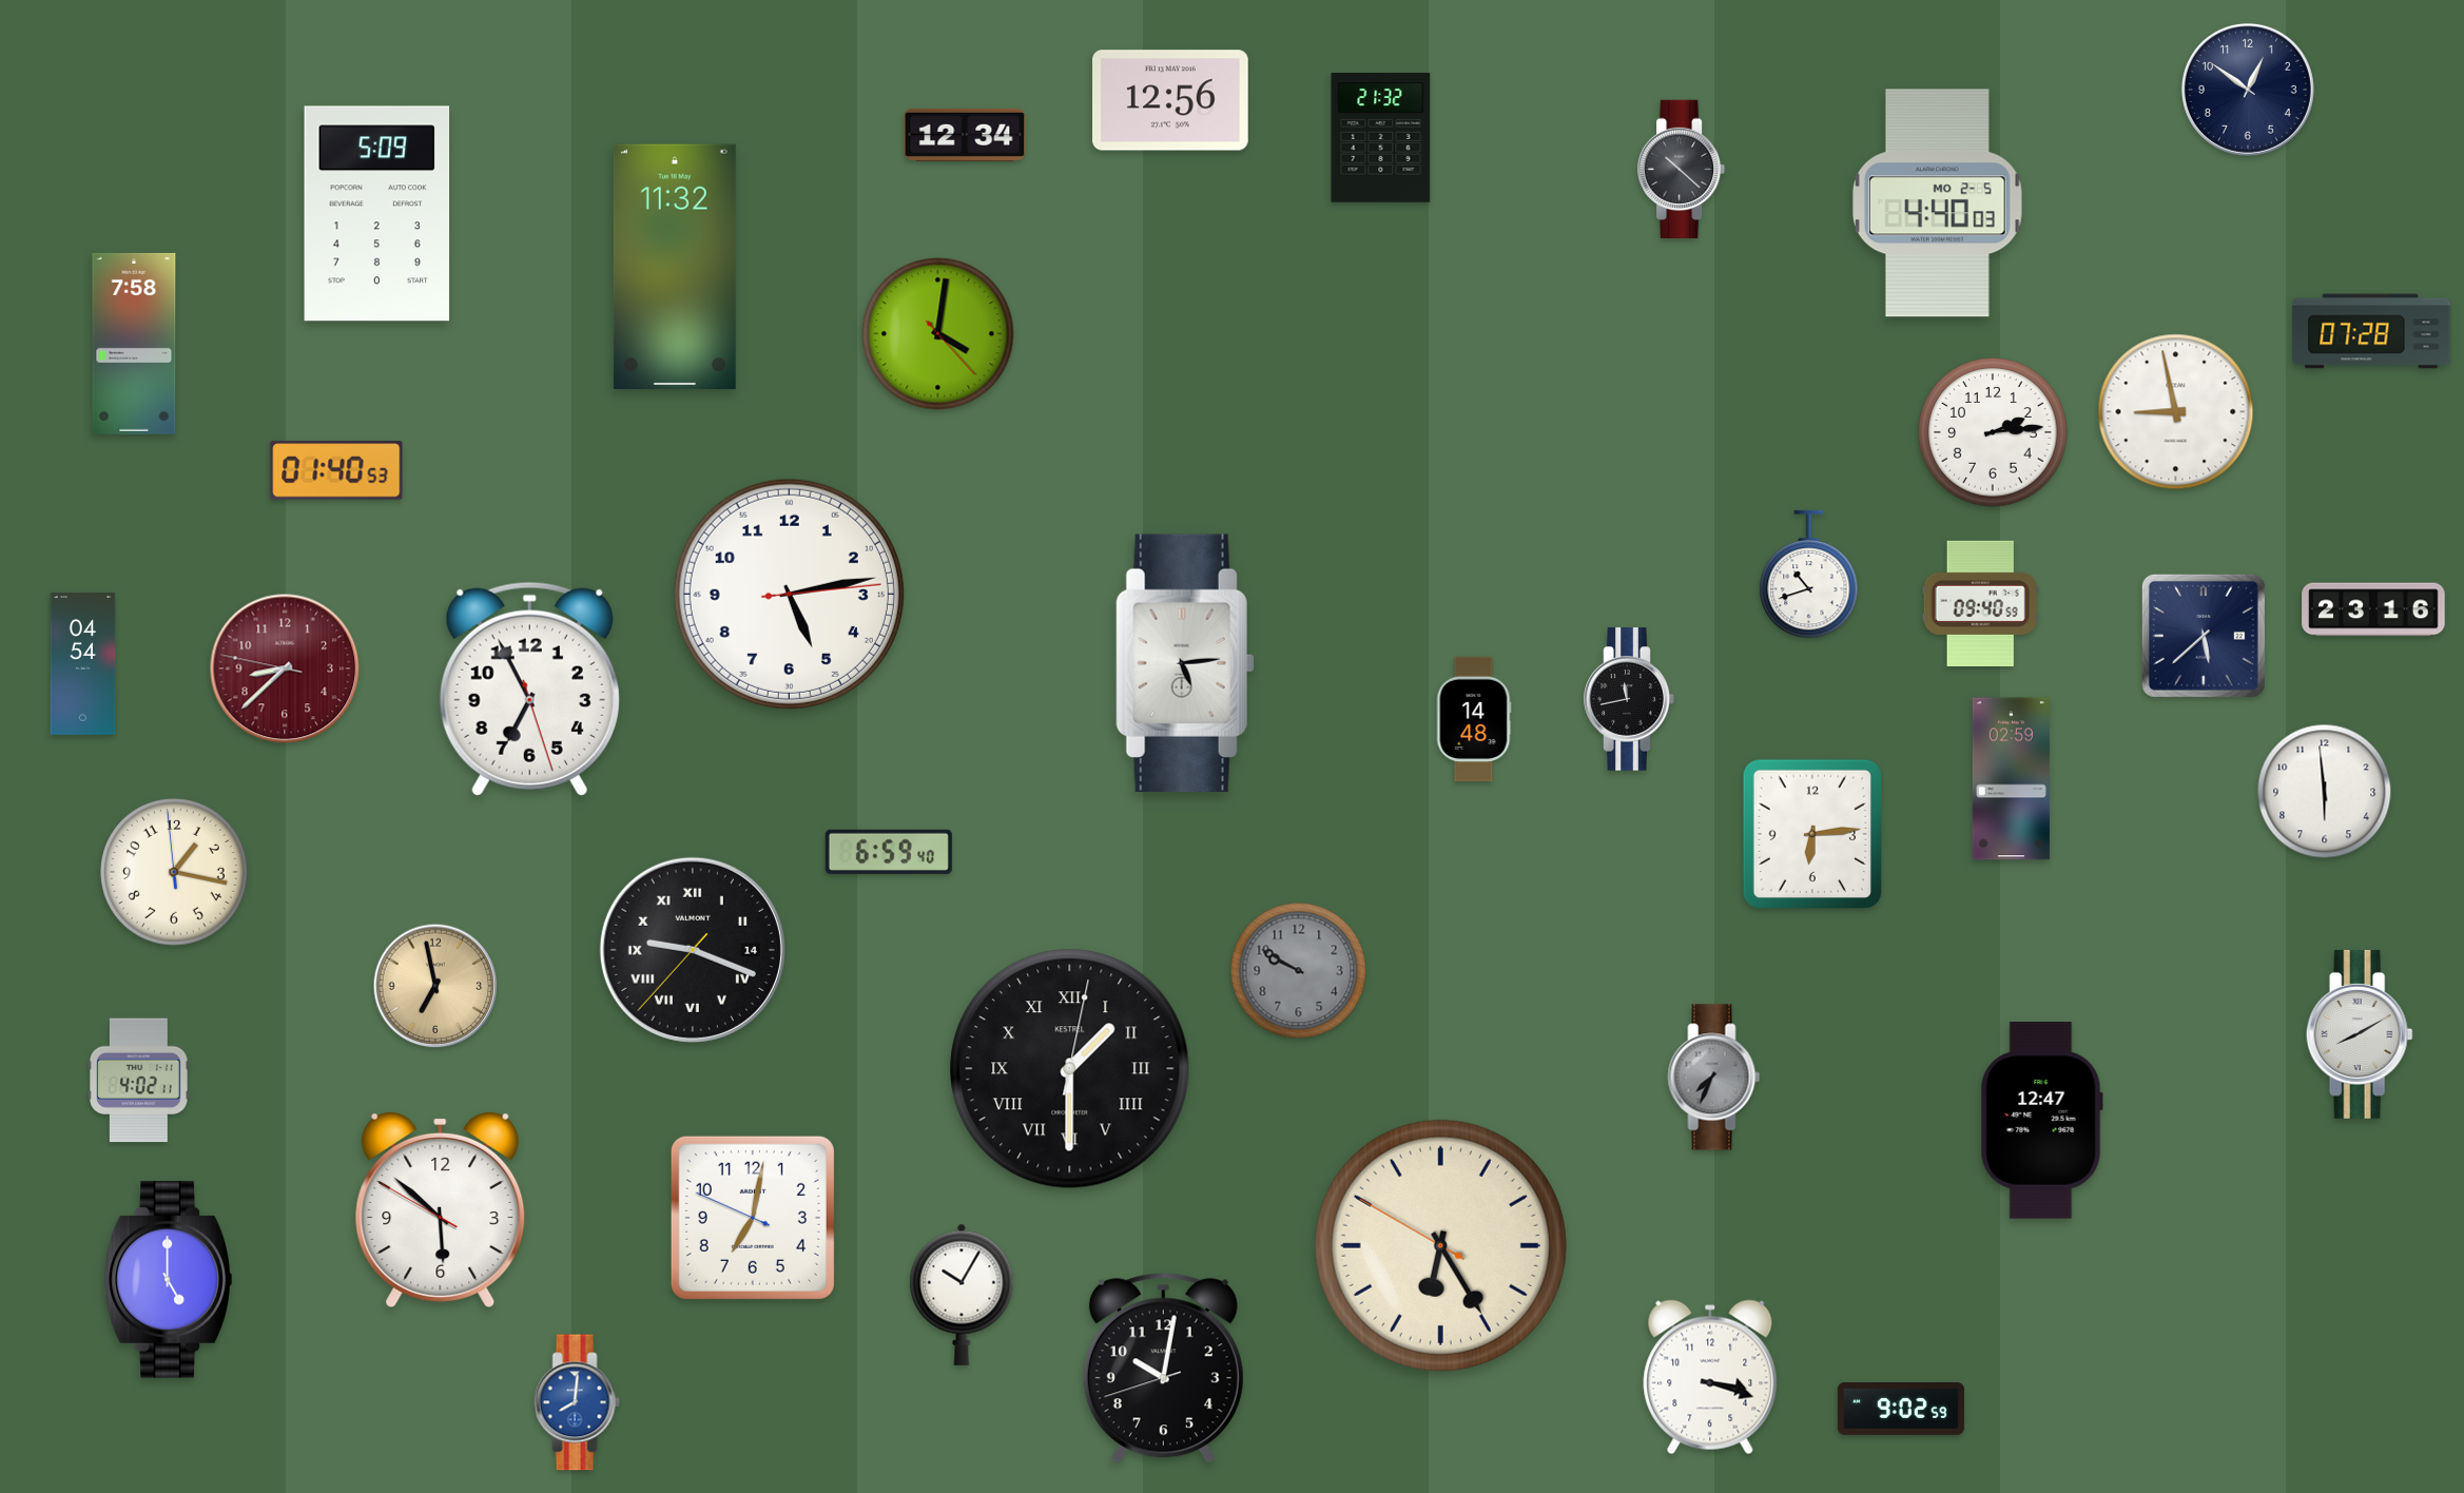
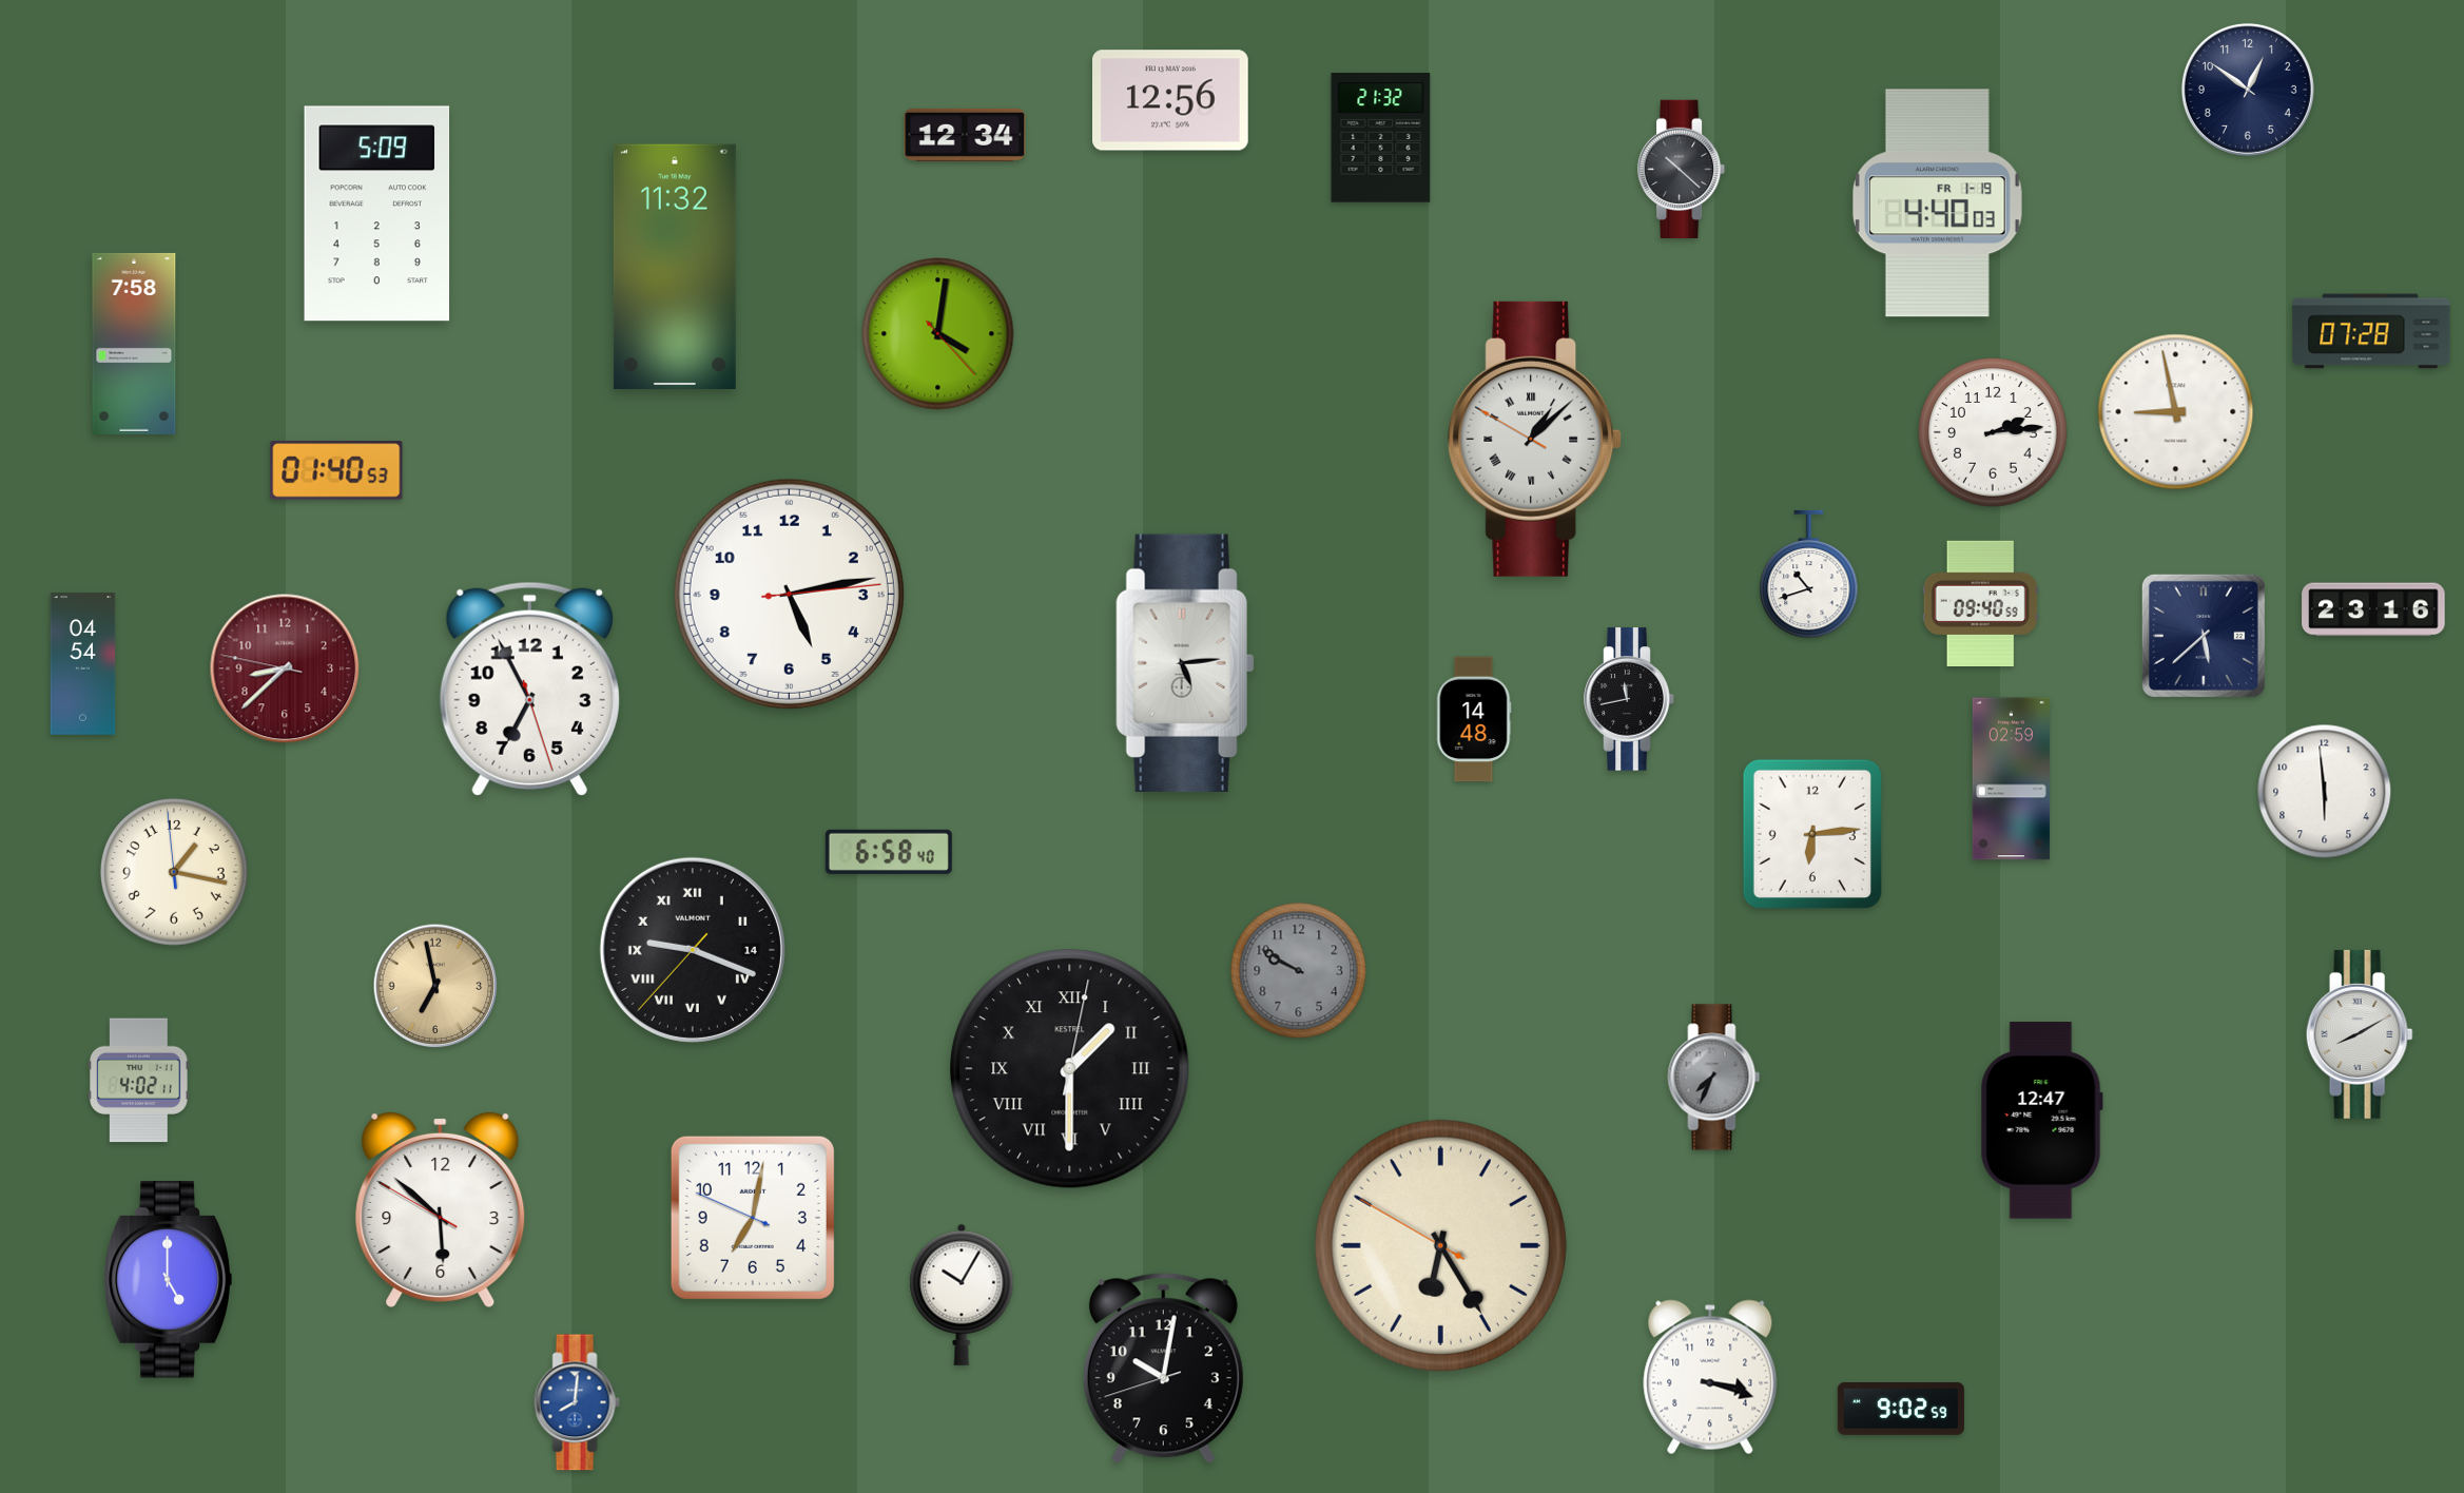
clock at (1937, 203) date: MO 2-5 -> FR 1-19
clock at (1535, 439): none -> 1:07
clock at (889, 852): 6:59 -> 6:58
